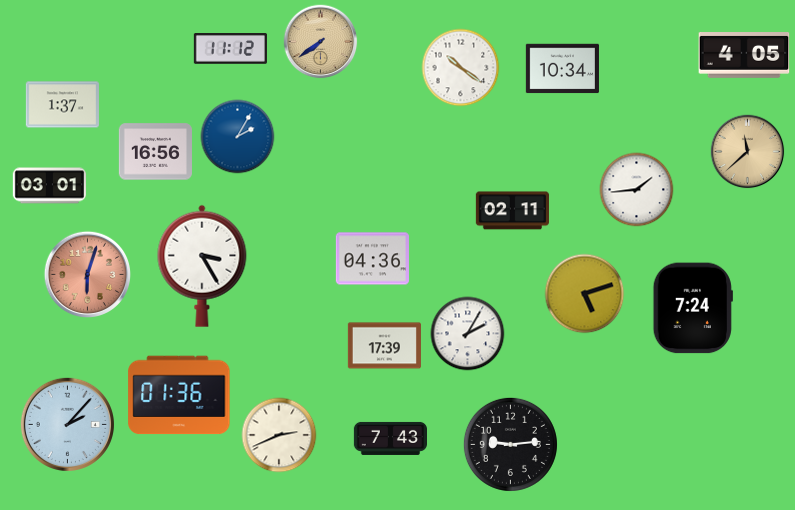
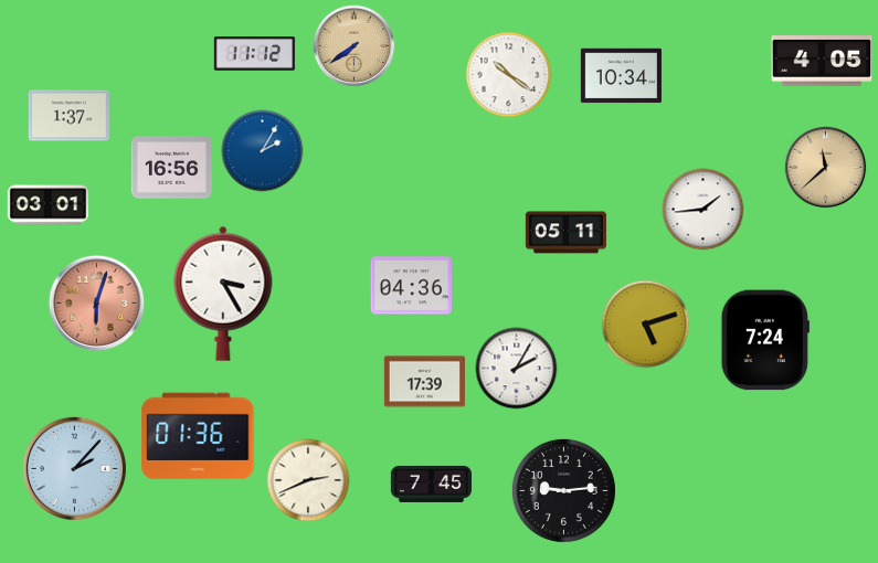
clock at (49, 186) position: (49, 186) -> (47, 205)
clock at (512, 211): 02:11 -> 05:11
clock at (390, 438): 7:43 -> 7:45
